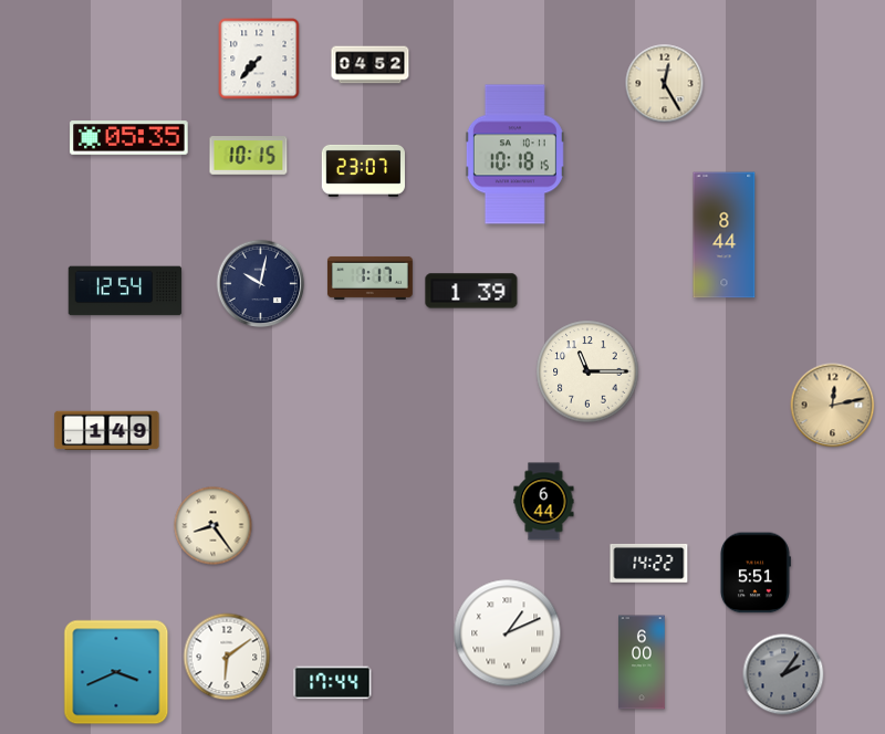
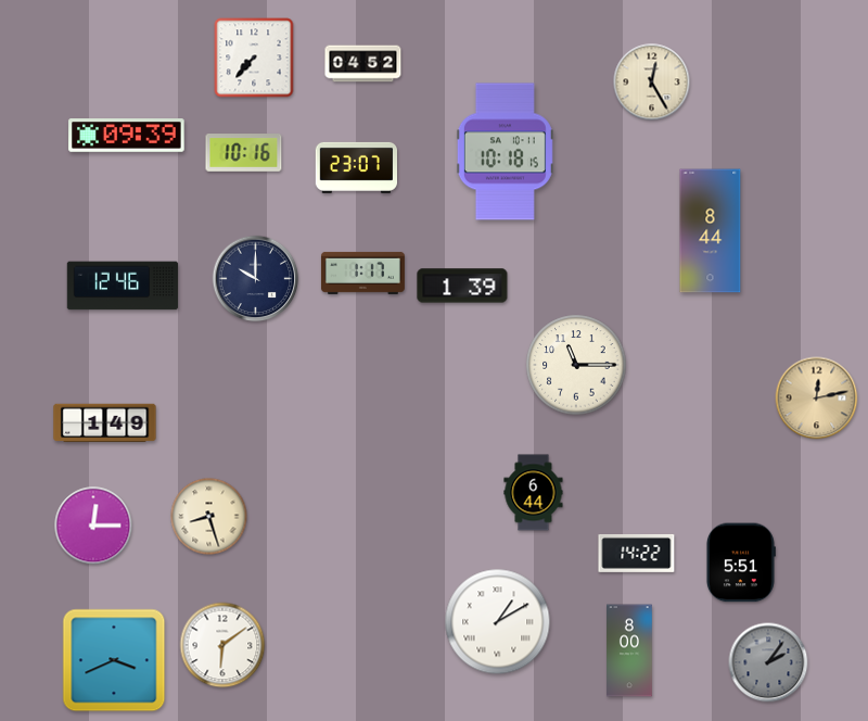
clock at (129, 138): 05:35 -> 09:39
clock at (249, 156): 10:15 -> 10:16
clock at (261, 284): 10:02 -> 10:00
clock at (125, 291): 12:54 -> 12:46
clock at (214, 526): 8:24 -> 8:27
clock at (93, 526): none -> 12:15
clock at (508, 633): 1:11 -> 1:10
clock at (643, 662): 6:00 -> 8:00
clock at (333, 683): 17:44 -> none
